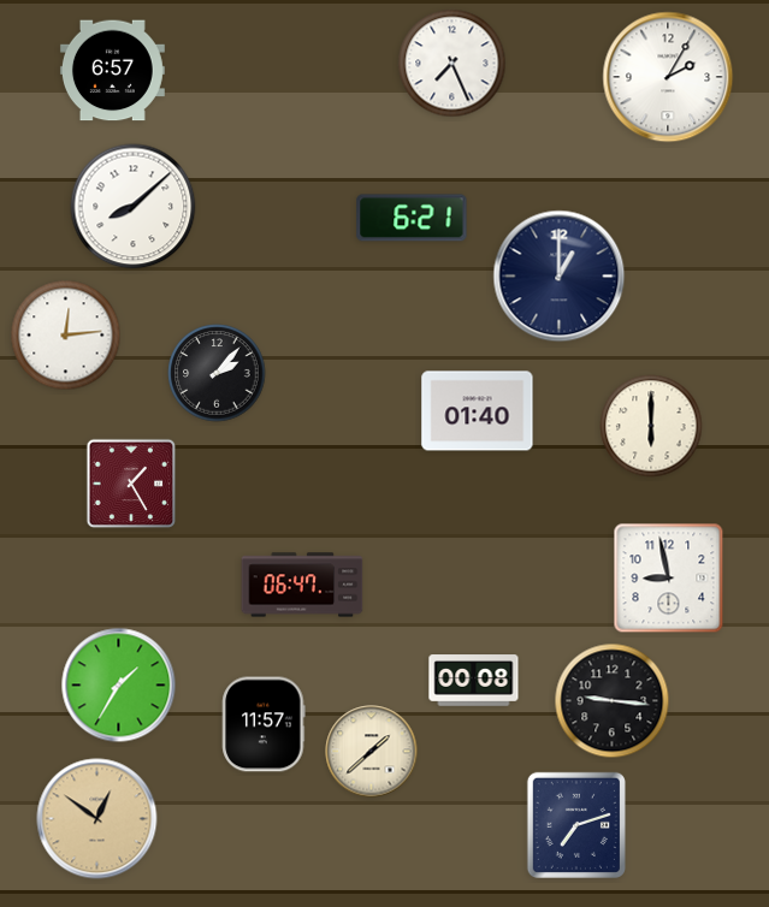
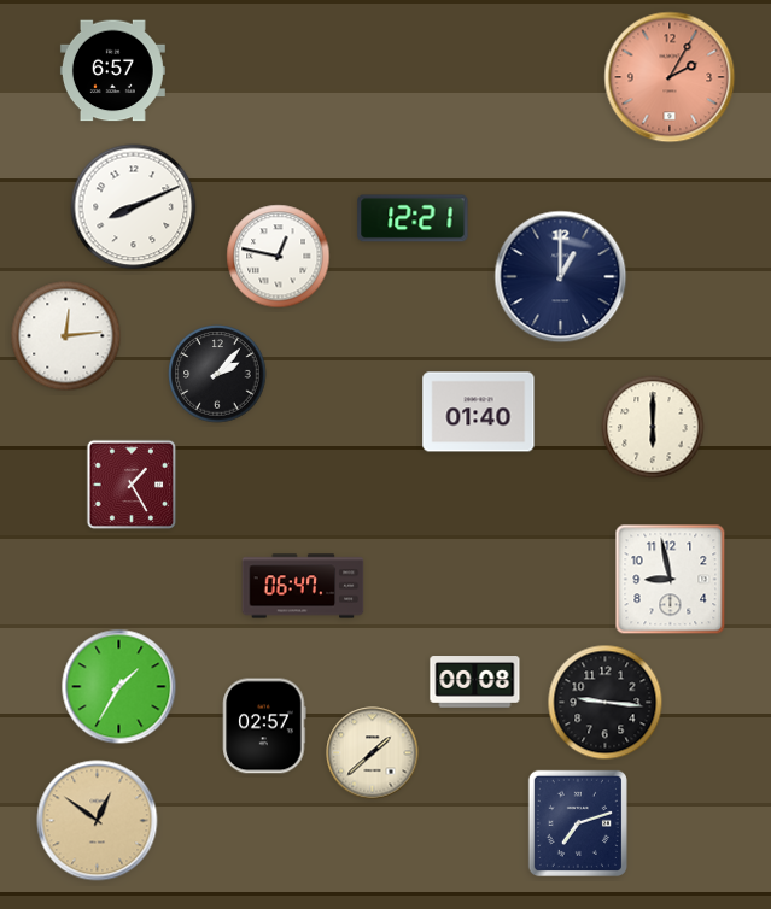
clock at (452, 64): 7:26 -> none
clock at (668, 77) dial: white -> salmon
clock at (134, 207): 8:08 -> 8:11
clock at (412, 218): 6:21 -> 12:21
clock at (279, 257): none -> 12:47
clock at (613, 701) position: (613, 701) -> (606, 703)
clock at (264, 724): 11:57 -> 02:57
clock at (576, 825) position: (576, 825) -> (578, 823)
